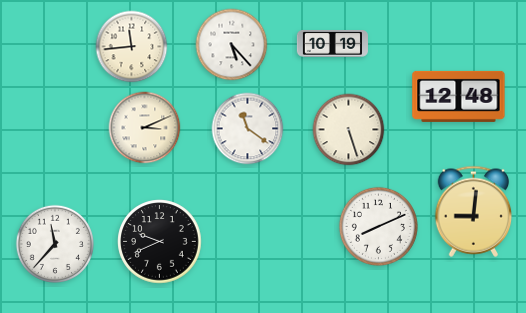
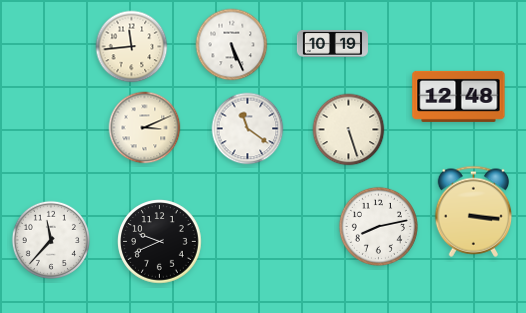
clock at (232, 45): 5:23 -> 5:26
clock at (474, 211): 9:01 -> 3:16
clock at (378, 226): 8:11 -> 8:13
clock at (55, 244) position: (55, 244) -> (51, 240)
